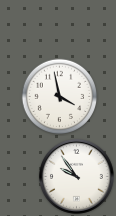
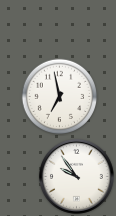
clock at (60, 97): 3:58 -> 6:58
